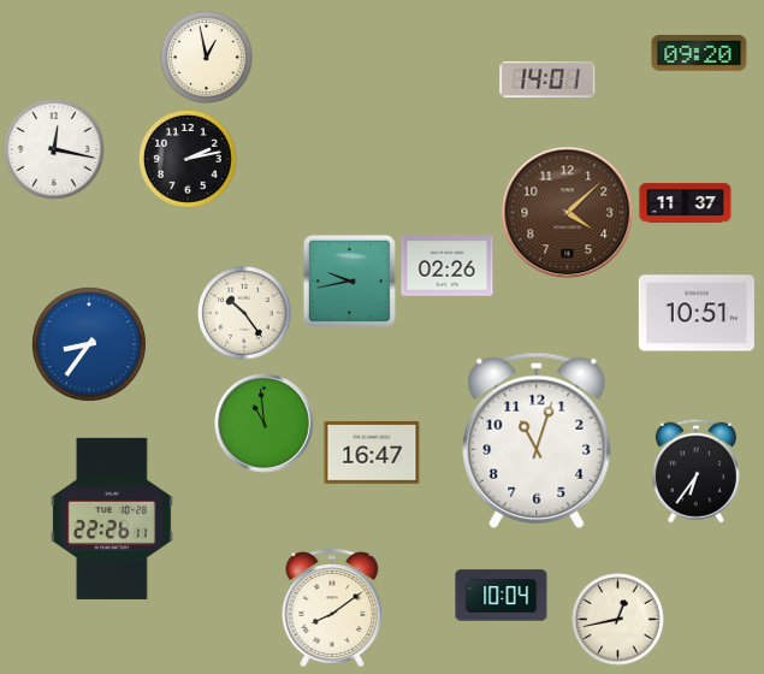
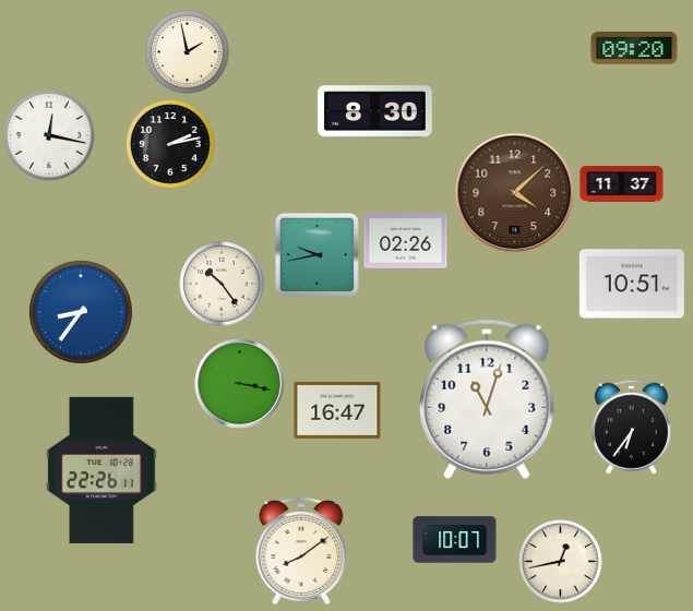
clock at (207, 58): 12:58 -> 1:58
clock at (547, 79): 14:01 -> none
clock at (375, 112): none -> 8:30
clock at (265, 424): 10:59 -> 3:17
clock at (502, 596): 10:04 -> 10:07
